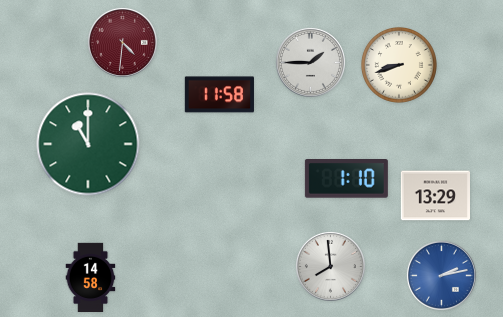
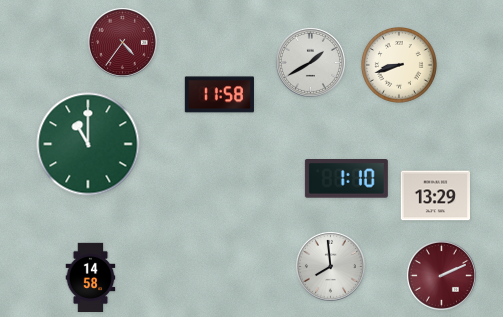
clock at (122, 42): 4:31 -> 4:36
clock at (310, 62): 1:45 -> 1:40
clock at (441, 275): 2:13 -> 2:11
clock at (441, 275) dial: blue -> burgundy
